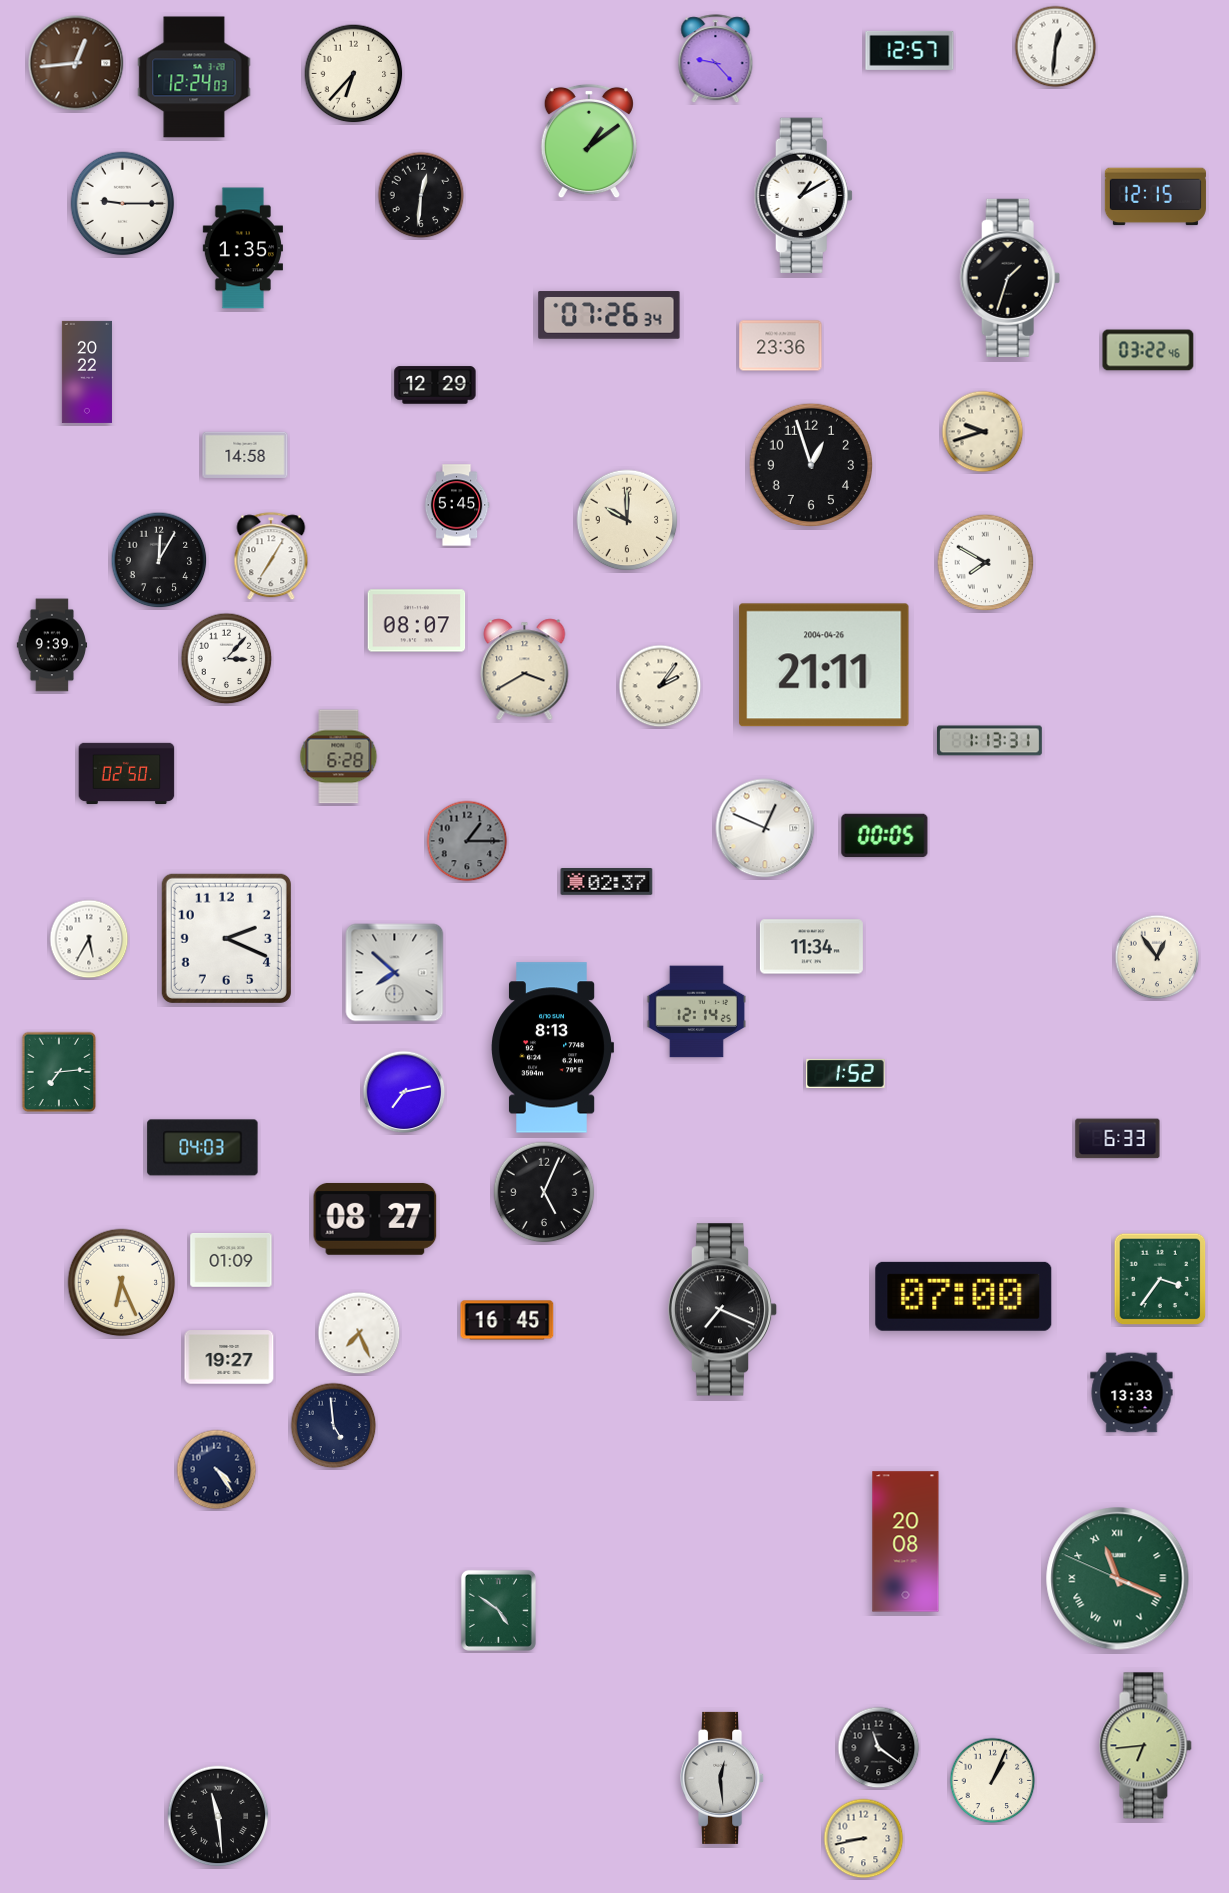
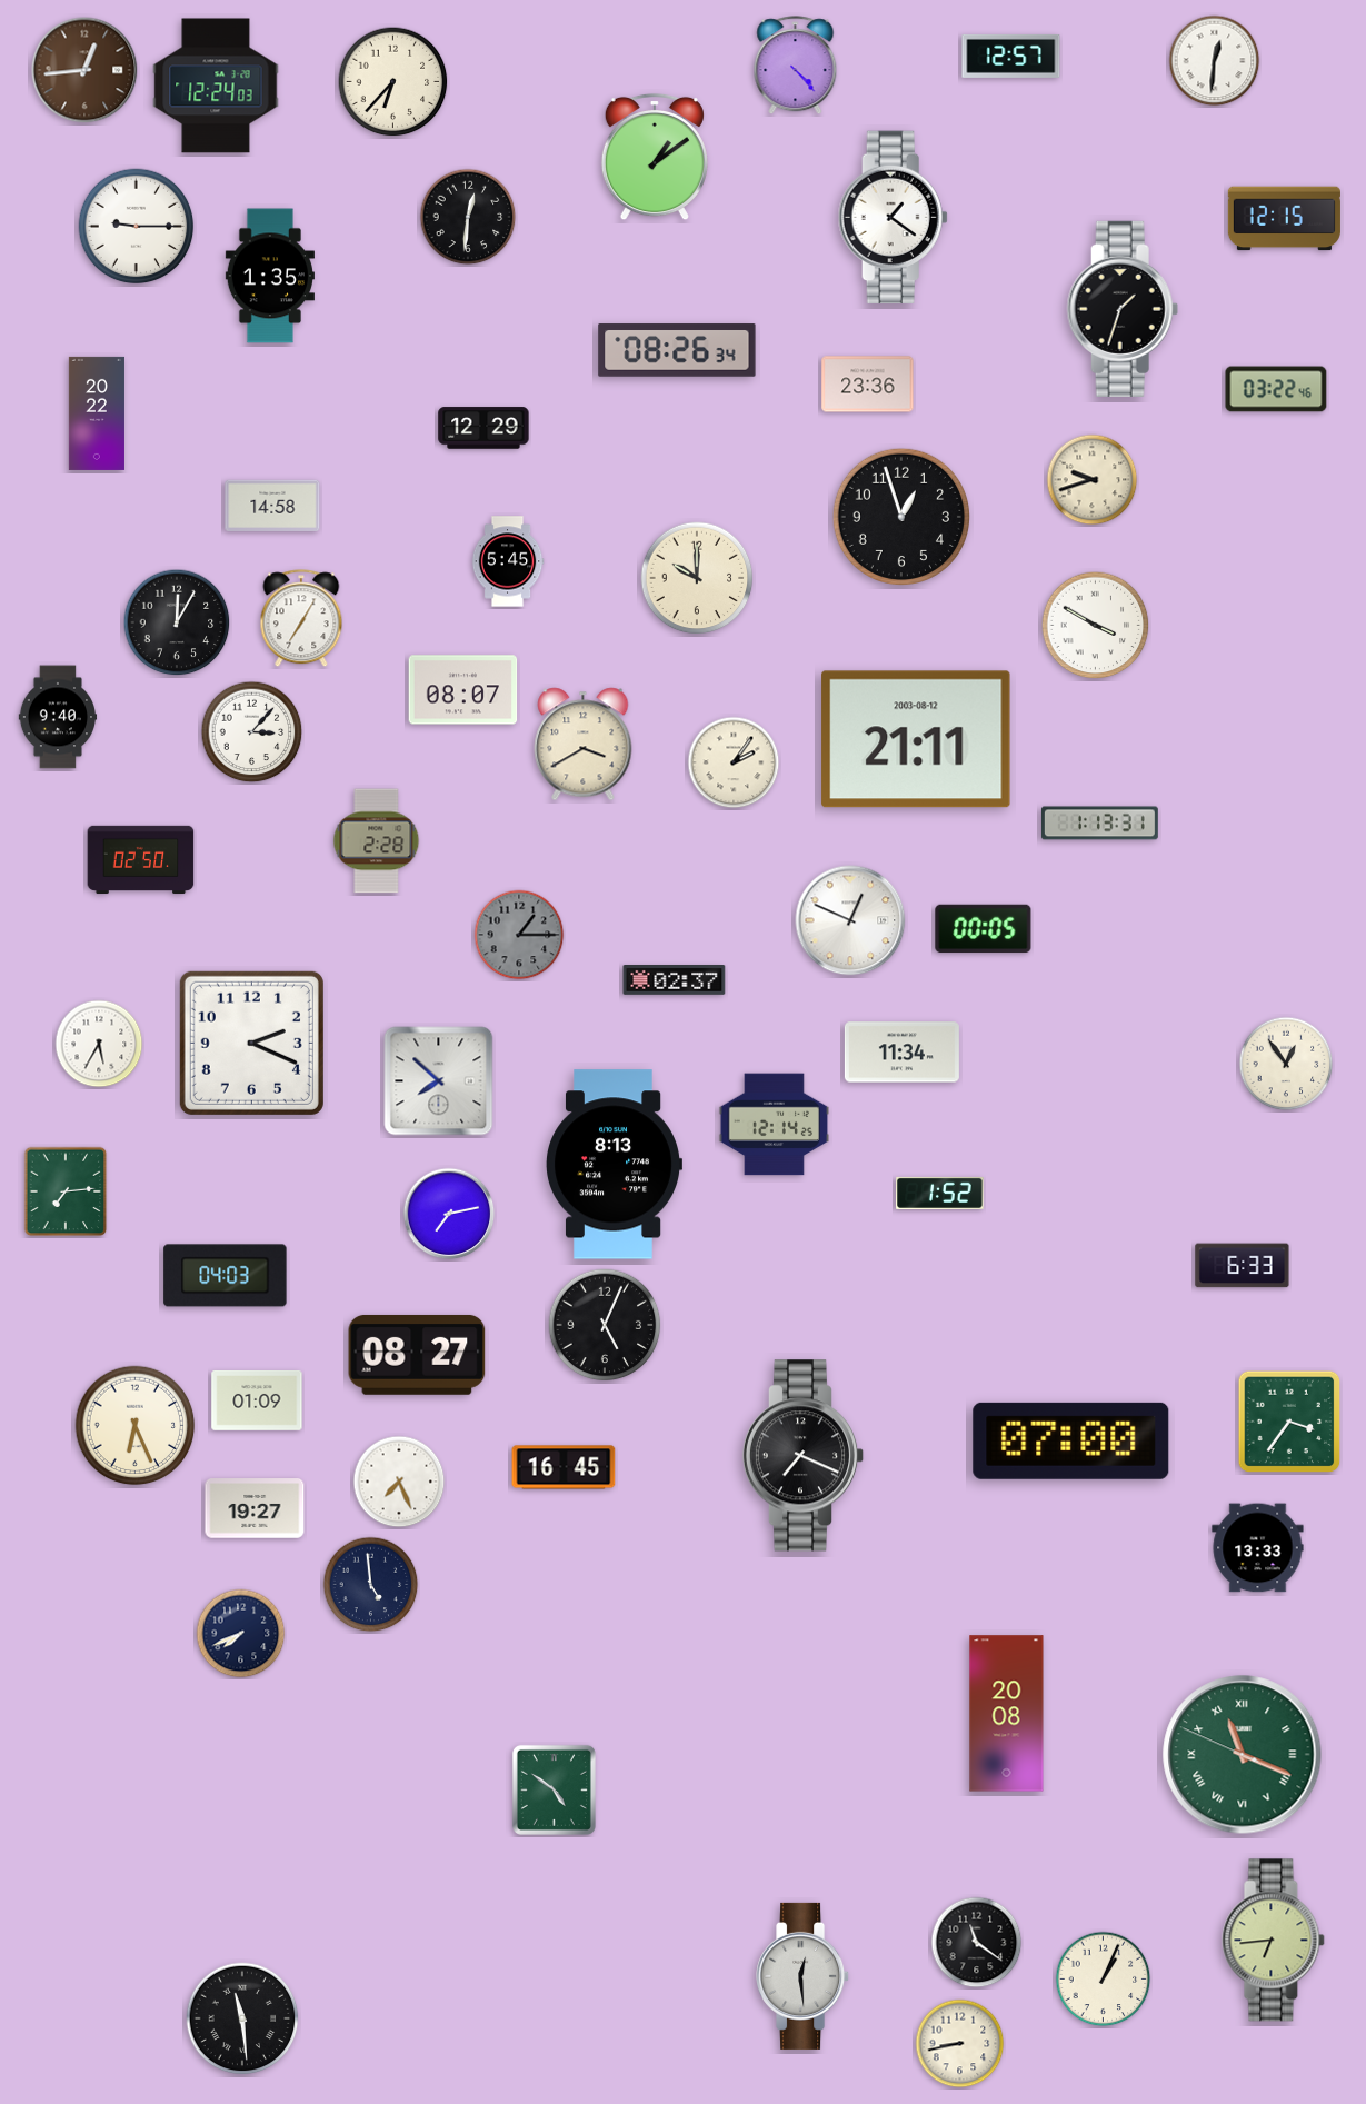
clock at (1056, 47) position: (1056, 47) -> (1215, 61)
clock at (716, 59): 9:23 -> 4:23
clock at (803, 196): 1:10 -> 1:21
clock at (609, 315): 07:26 -> 08:26
clock at (986, 563): 7:50 -> 3:50
clock at (52, 645): 9:39 -> 9:40
clock at (824, 665) date: 2004-04-26 -> 2003-08-12
clock at (339, 757): 6:28 -> 2:28
clock at (217, 1470): 4:24 -> 7:41
